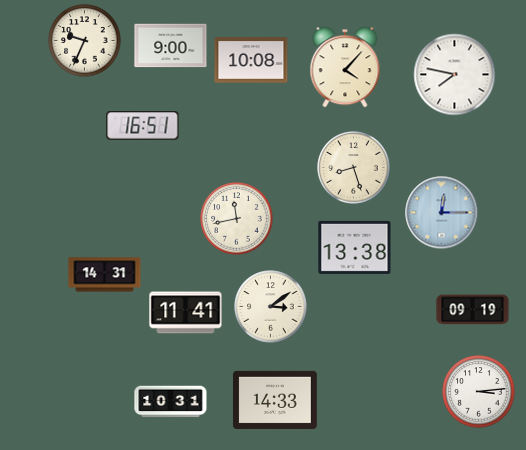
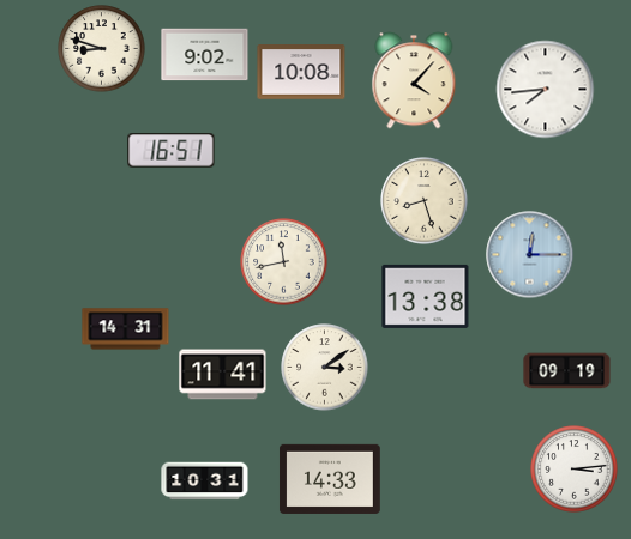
clock at (85, 41): 9:34 -> 8:48
clock at (171, 46): 9:00 -> 9:02
clock at (455, 75): 7:47 -> 7:44
